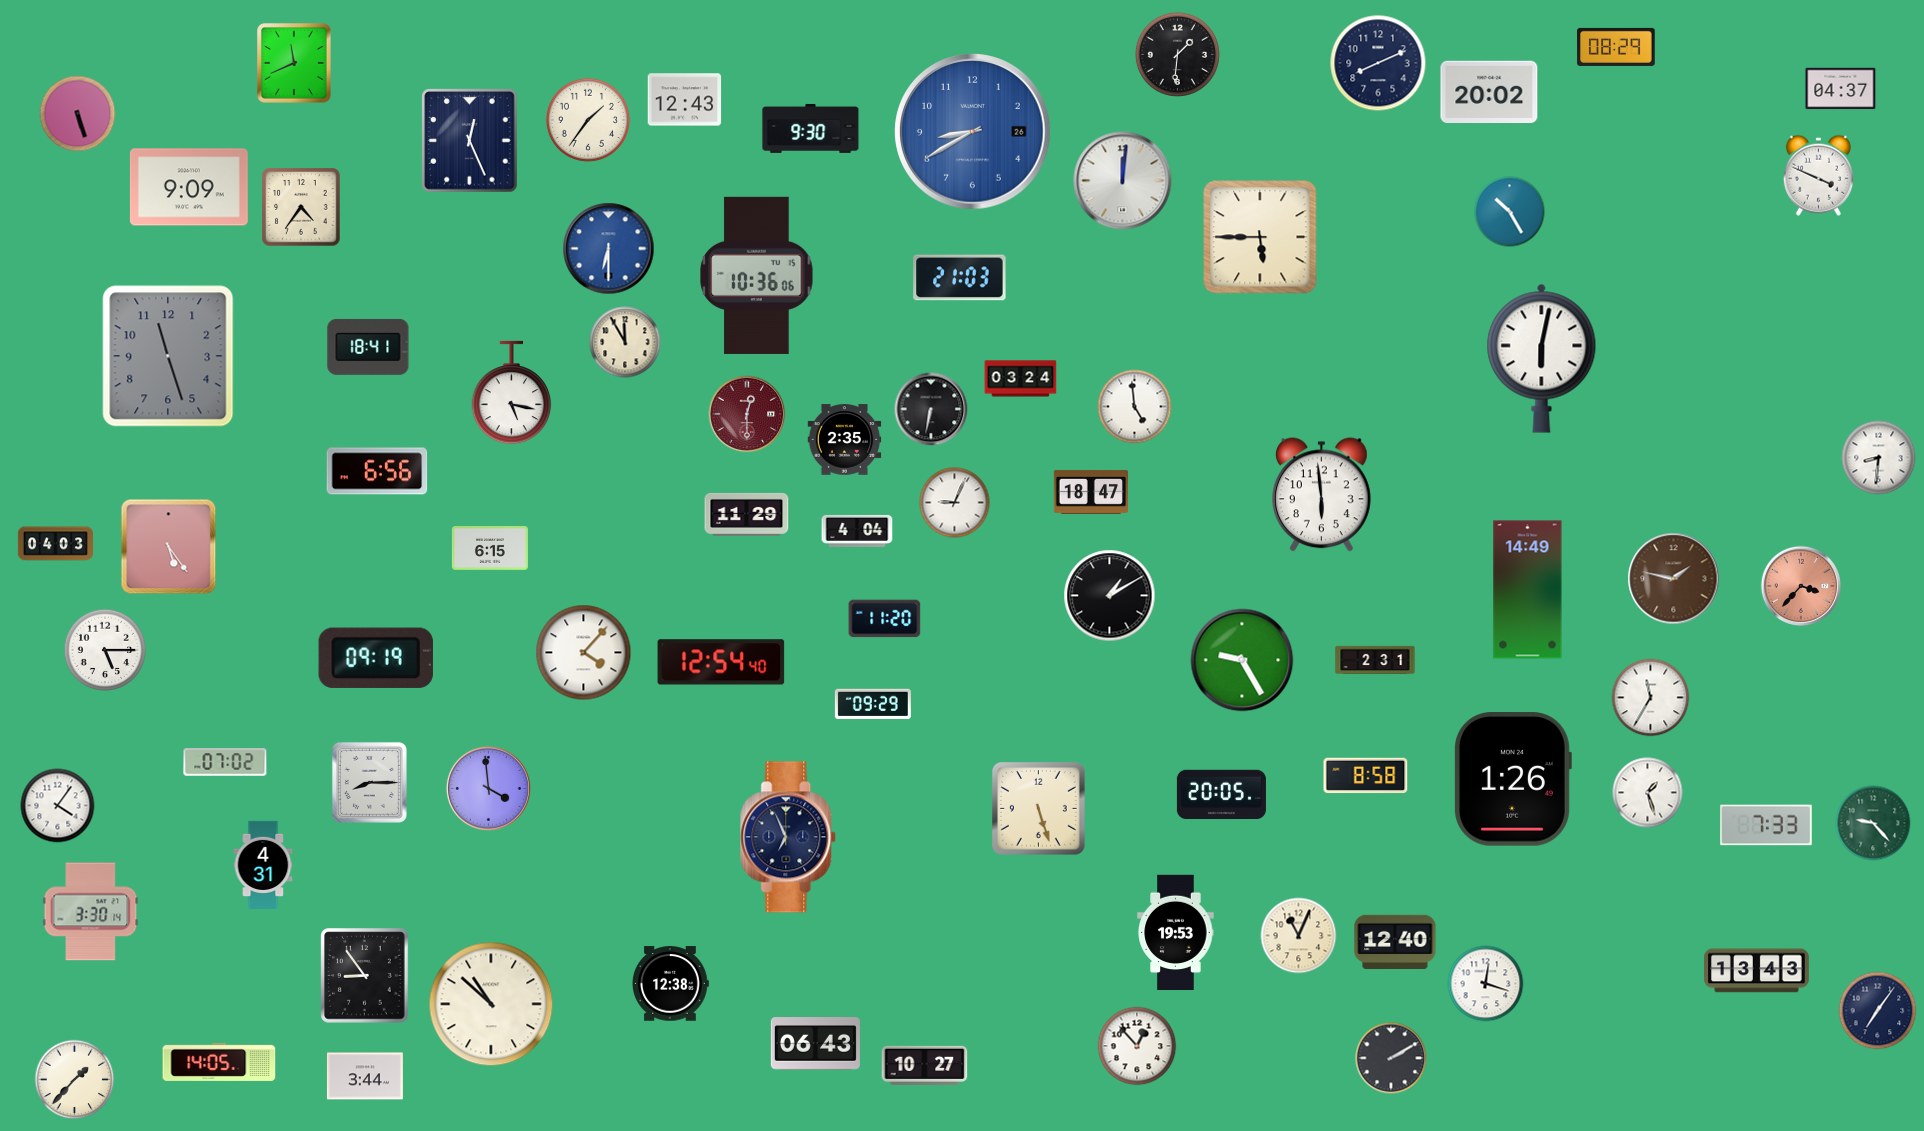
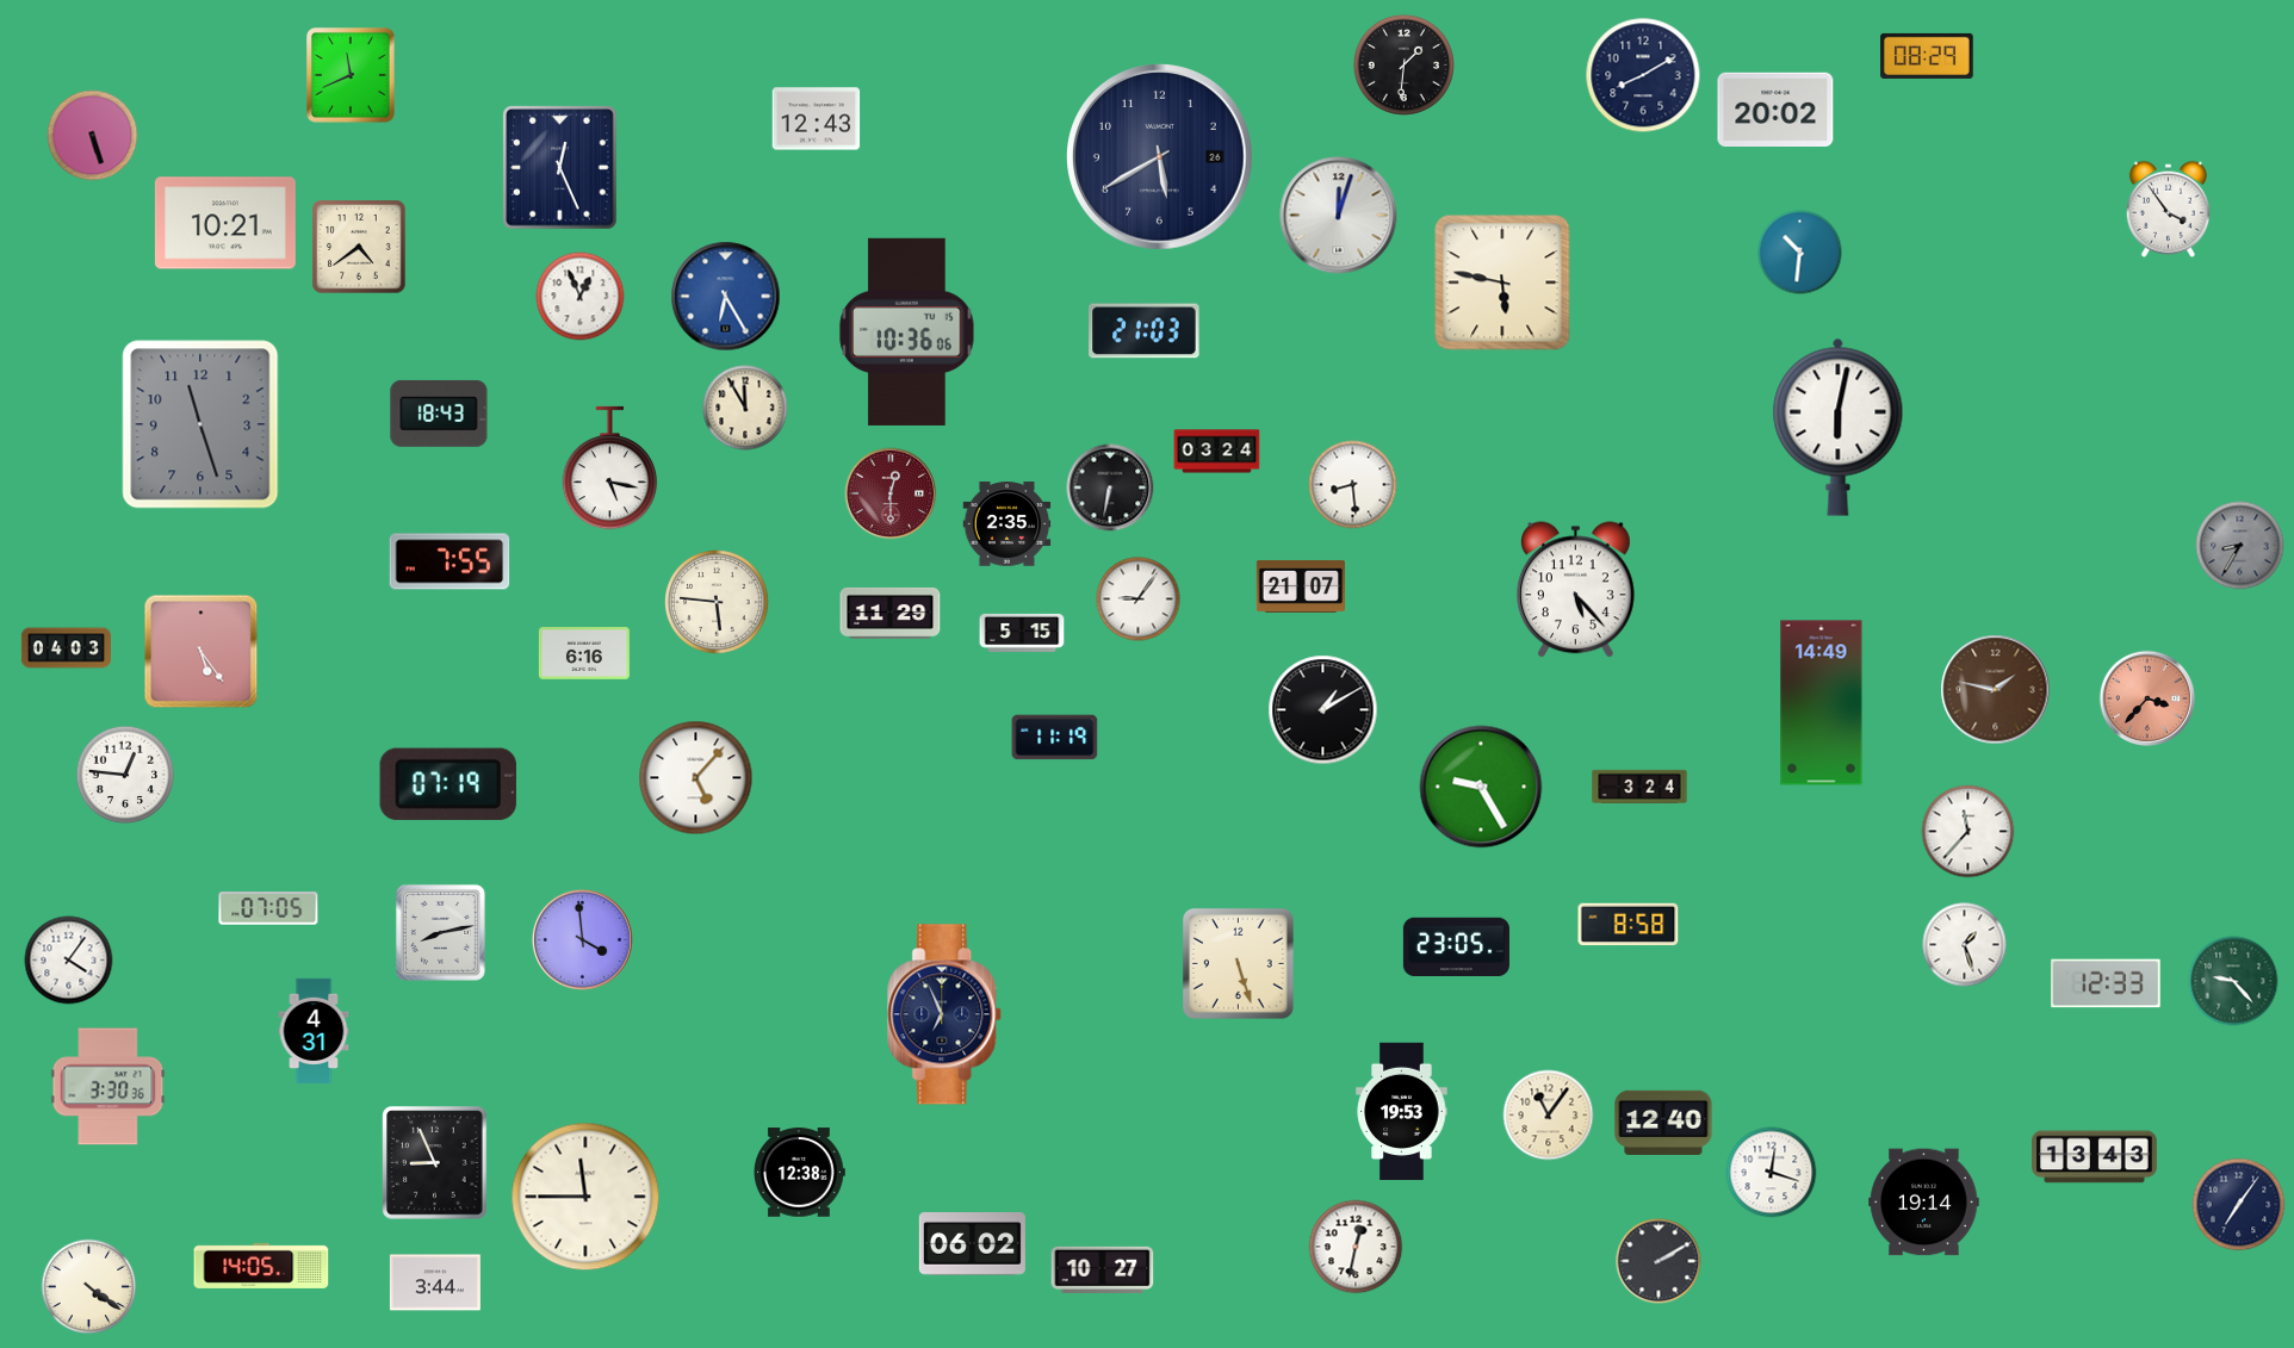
clock at (1378, 63): 8:11 -> 8:10
clock at (1841, 89): 04:37 -> none
clock at (588, 120): 1:36 -> none
clock at (811, 128): 9:30 -> none
clock at (973, 132): 8:40 -> 5:40
clock at (973, 132) dial: blue -> navy
clock at (1818, 175): 3:49 -> 3:54
clock at (1123, 181): 12:01 -> 12:03
clock at (189, 187): 9:09 -> 10:21
clock at (301, 207): 4:36 -> 4:39
clock at (1510, 212): 10:25 -> 10:31
clock at (1260, 237): 5:45 -> 5:47
clock at (581, 297): none -> 12:56
clock at (609, 249): 6:30 -> 6:25
clock at (757, 275) position: (757, 275) -> (907, 331)
clock at (368, 347): 18:41 -> 18:43
clock at (1135, 407): 4:59 -> 8:29
clock at (1879, 458): 8:31 -> 8:35
clock at (1879, 458) dial: white -> grey
clock at (377, 471): 6:56 -> 7:55
clock at (1091, 492): 18:47 -> 21:07
clock at (1321, 495): 5:59 -> 5:23
clock at (955, 503): 9:04 -> 9:06
clock at (718, 603): none -> 5:46
clock at (857, 531): 4:04 -> 5:15
clock at (490, 549): 6:15 -> 6:16
clock at (885, 619): 11:20 -> 11:19
clock at (105, 650): 5:15 -> 12:46
clock at (584, 653): 4:07 -> 5:07
clock at (376, 658): 09:19 -> 07:19
clock at (1375, 660): 2:31 -> 3:24
clock at (721, 662): 12:54 -> none
clock at (1651, 698): 11:35 -> 11:37
clock at (873, 703): 09:29 -> none
clock at (225, 762): 07:02 -> 07:05
clock at (1513, 779): 1:26 -> none
clock at (369, 782): 8:15 -> 8:13
clock at (1221, 795): 20:05 -> 23:05
clock at (1766, 825): 7:33 -> 12:33
clock at (789, 837) position: (789, 837) -> (945, 1014)
clock at (91, 912): 3:30:14 -> 3:30:36
clock at (1299, 936): 11:04 -> 11:06
clock at (365, 976): 8:54 -> 8:56
clock at (491, 1004): 10:52 -> 11:45
clock at (1924, 1203): none -> 19:14
clock at (815, 1044): 06:43 -> 06:02
clock at (1137, 1046): 12:53 -> 12:32
clock at (75, 1080): 1:37 -> 4:21
